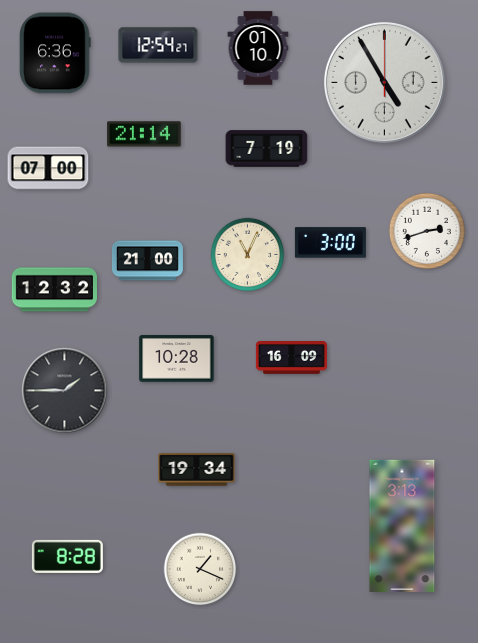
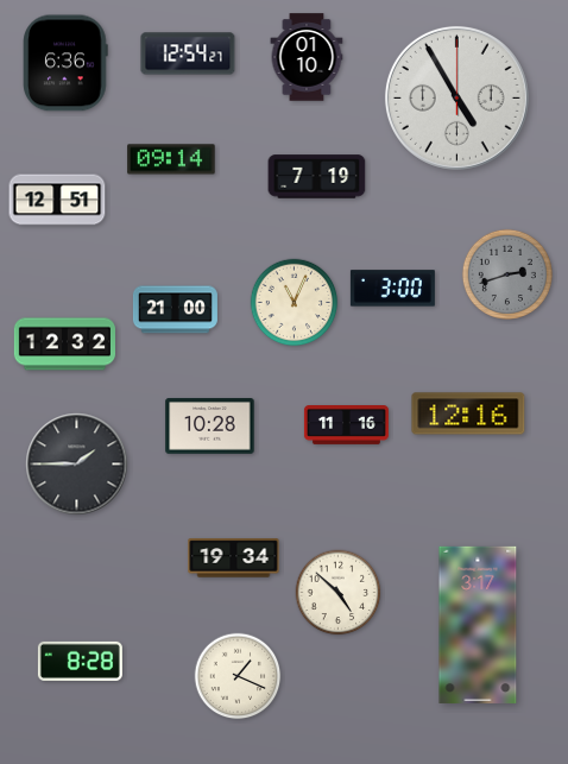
clock at (144, 134): 21:14 -> 09:14
clock at (48, 168): 07:00 -> 12:51
clock at (427, 231) dial: white -> grey
clock at (468, 413): none -> 12:16
clock at (291, 358): 16:09 -> 11:16
clock at (339, 593): none -> 4:52
clock at (402, 526): 3:13 -> 3:17
